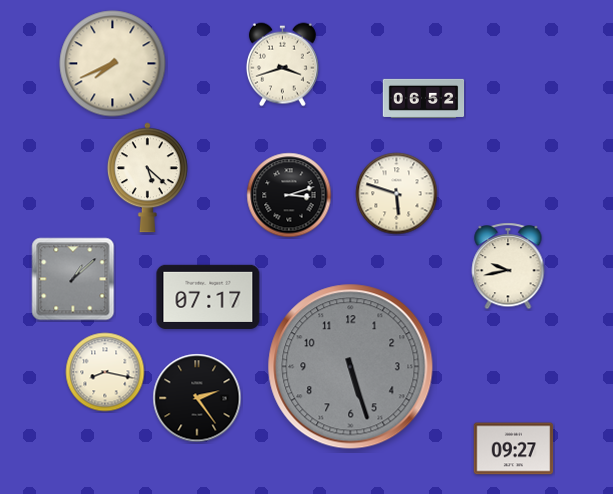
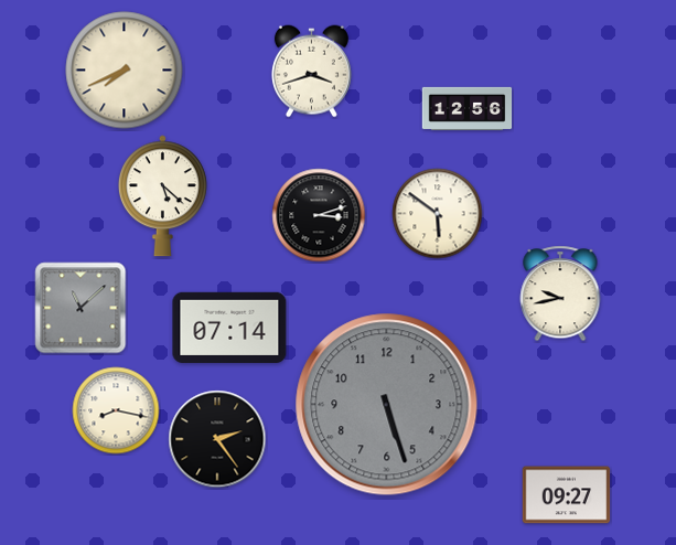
clock at (424, 98): 06:52 -> 12:56
clock at (397, 194): 5:48 -> 5:51
clock at (73, 279): 1:08 -> 11:08
clock at (208, 297): 07:17 -> 07:14
